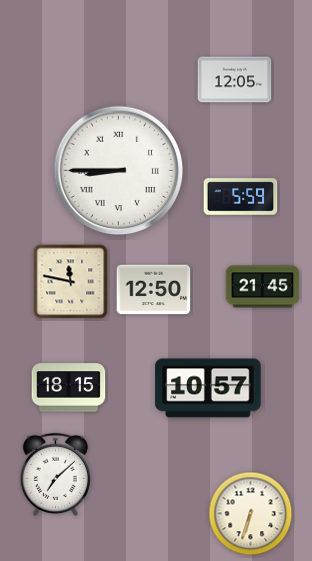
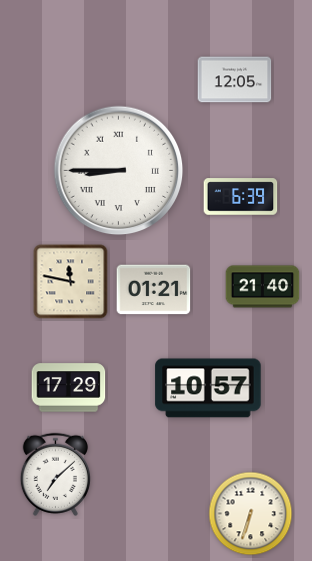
clock at (241, 197): 5:59 -> 6:39
clock at (263, 287): 21:45 -> 21:40
clock at (154, 290): 12:50 -> 01:21
clock at (69, 388): 18:15 -> 17:29
